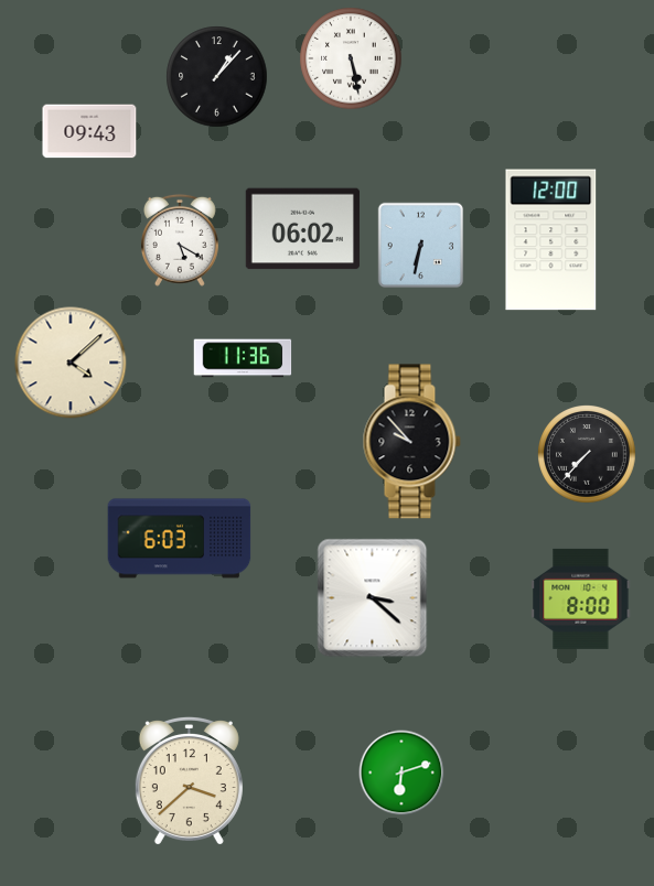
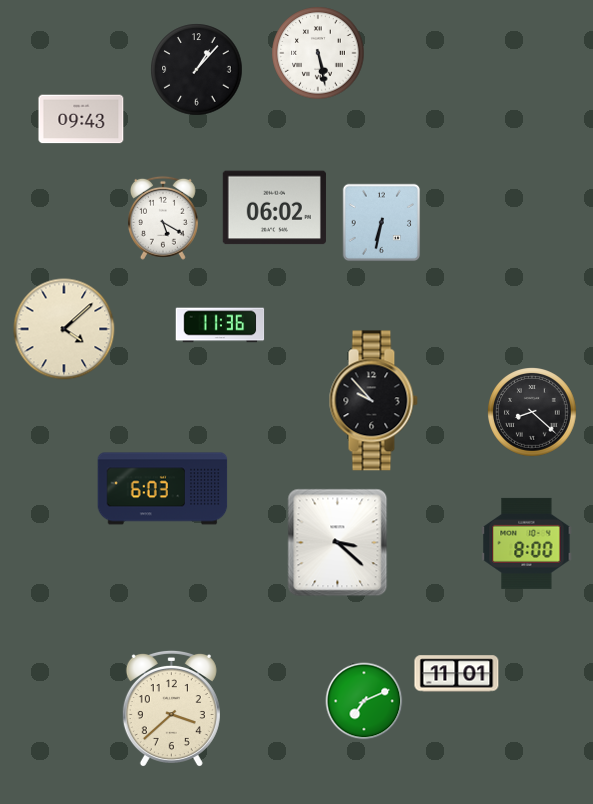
clock at (551, 240): 12:00 -> none
clock at (588, 455): 7:37 -> 8:22
clock at (457, 674): none -> 11:01
clock at (401, 772): 6:12 -> 7:11
